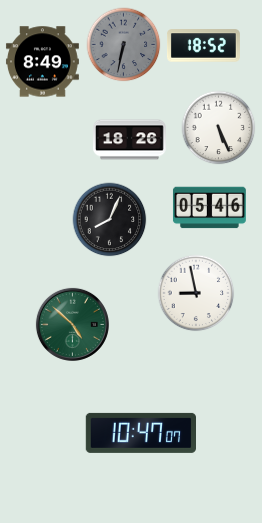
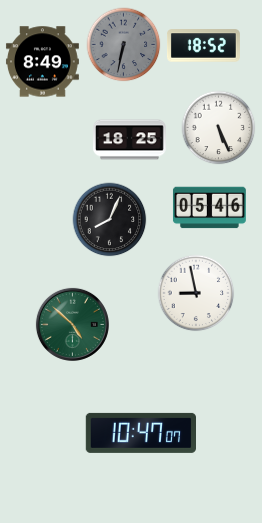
clock at (130, 140): 18:26 -> 18:25
